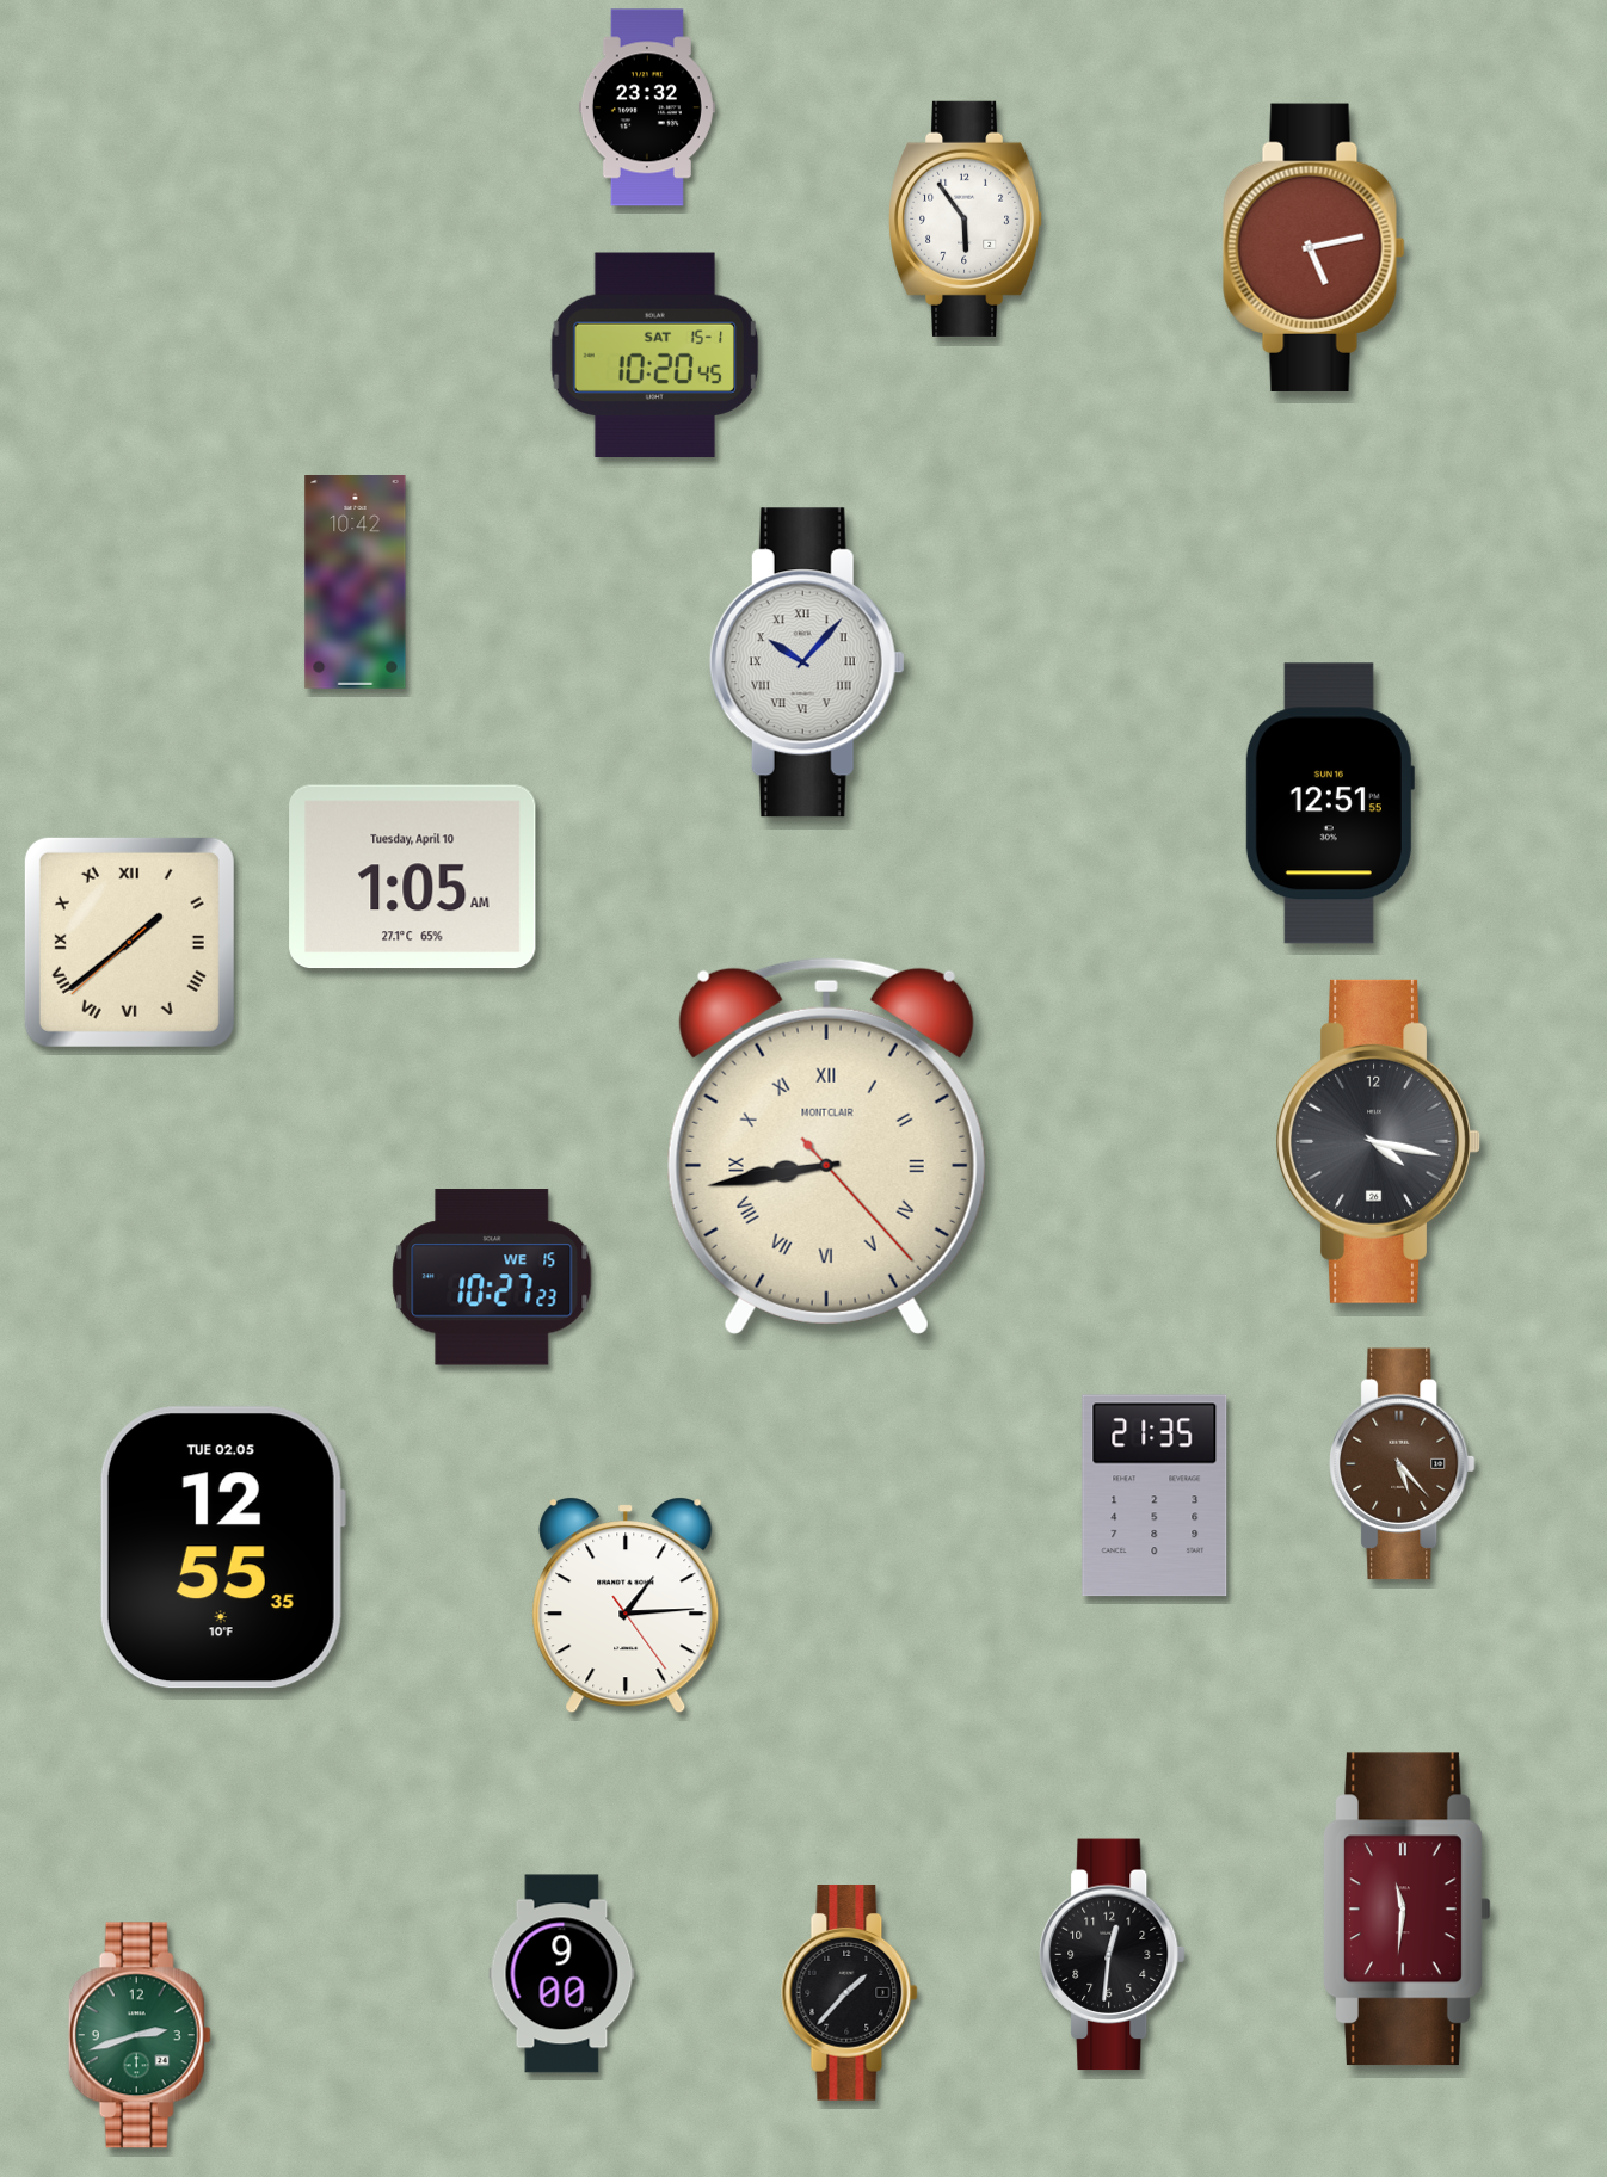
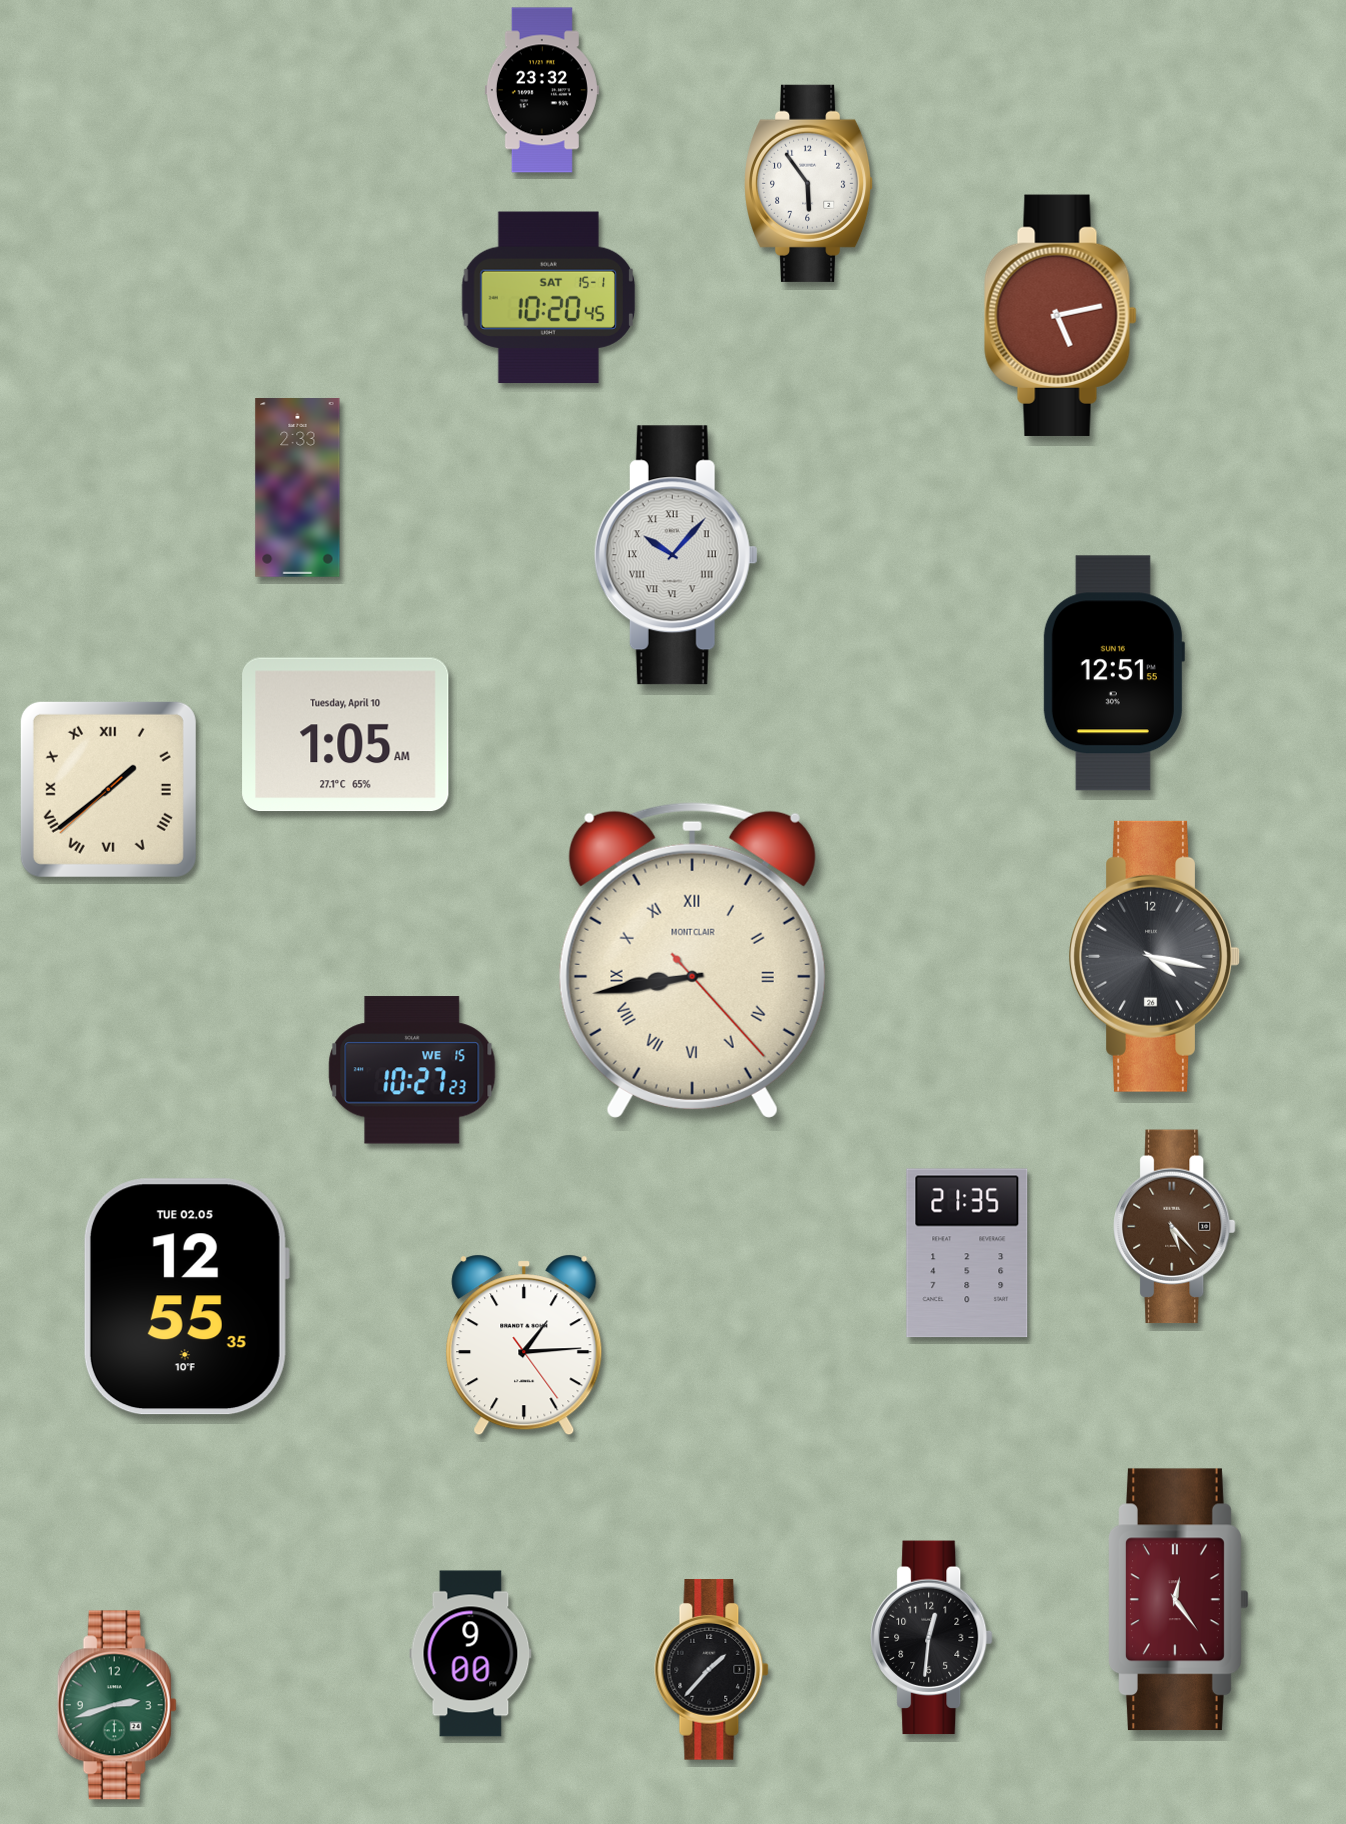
clock at (1314, 247) position: (1314, 247) -> (1061, 315)
clock at (356, 582): 10:42 -> 2:33
clock at (1408, 1910): 11:31 -> 12:24
